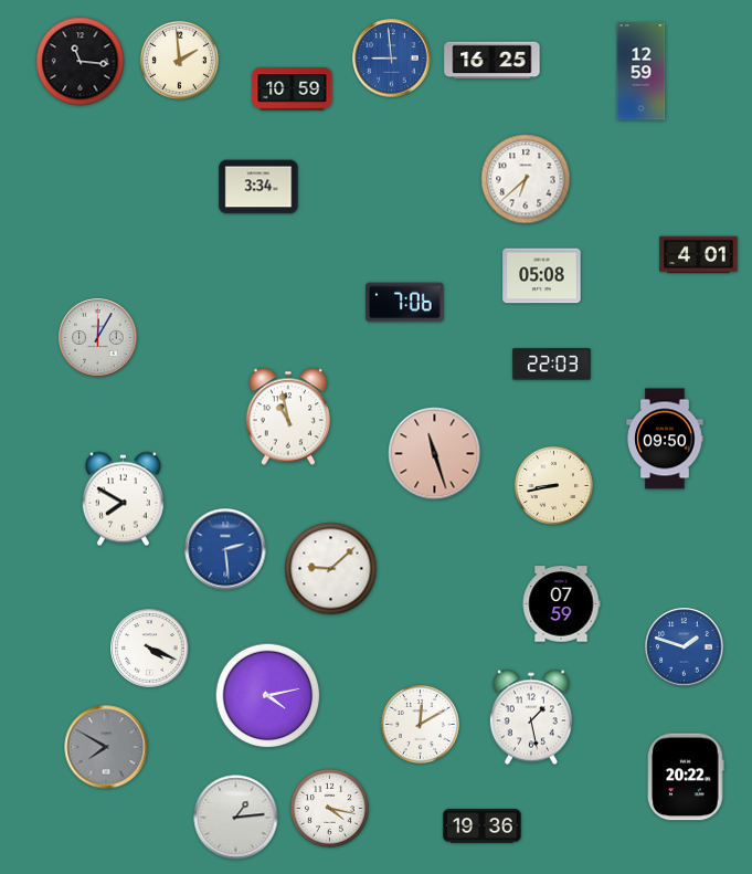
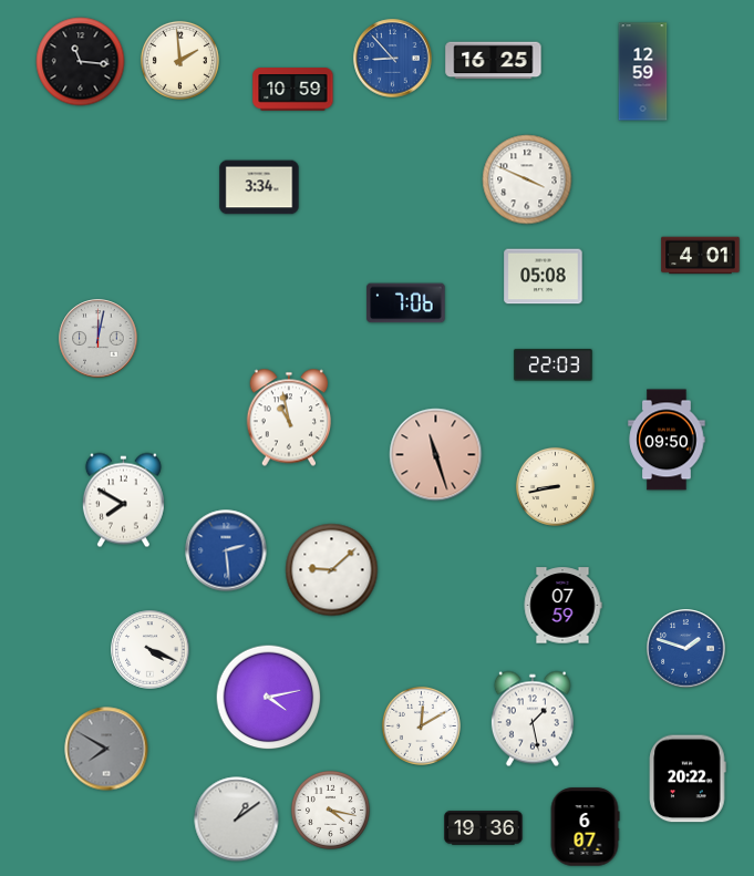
clock at (392, 59): 8:59 -> 8:53
clock at (526, 179): 6:38 -> 3:49
clock at (98, 338): 12:05 -> 12:02
clock at (236, 818): 1:14 -> 1:09
clock at (585, 827): none -> 6:07
